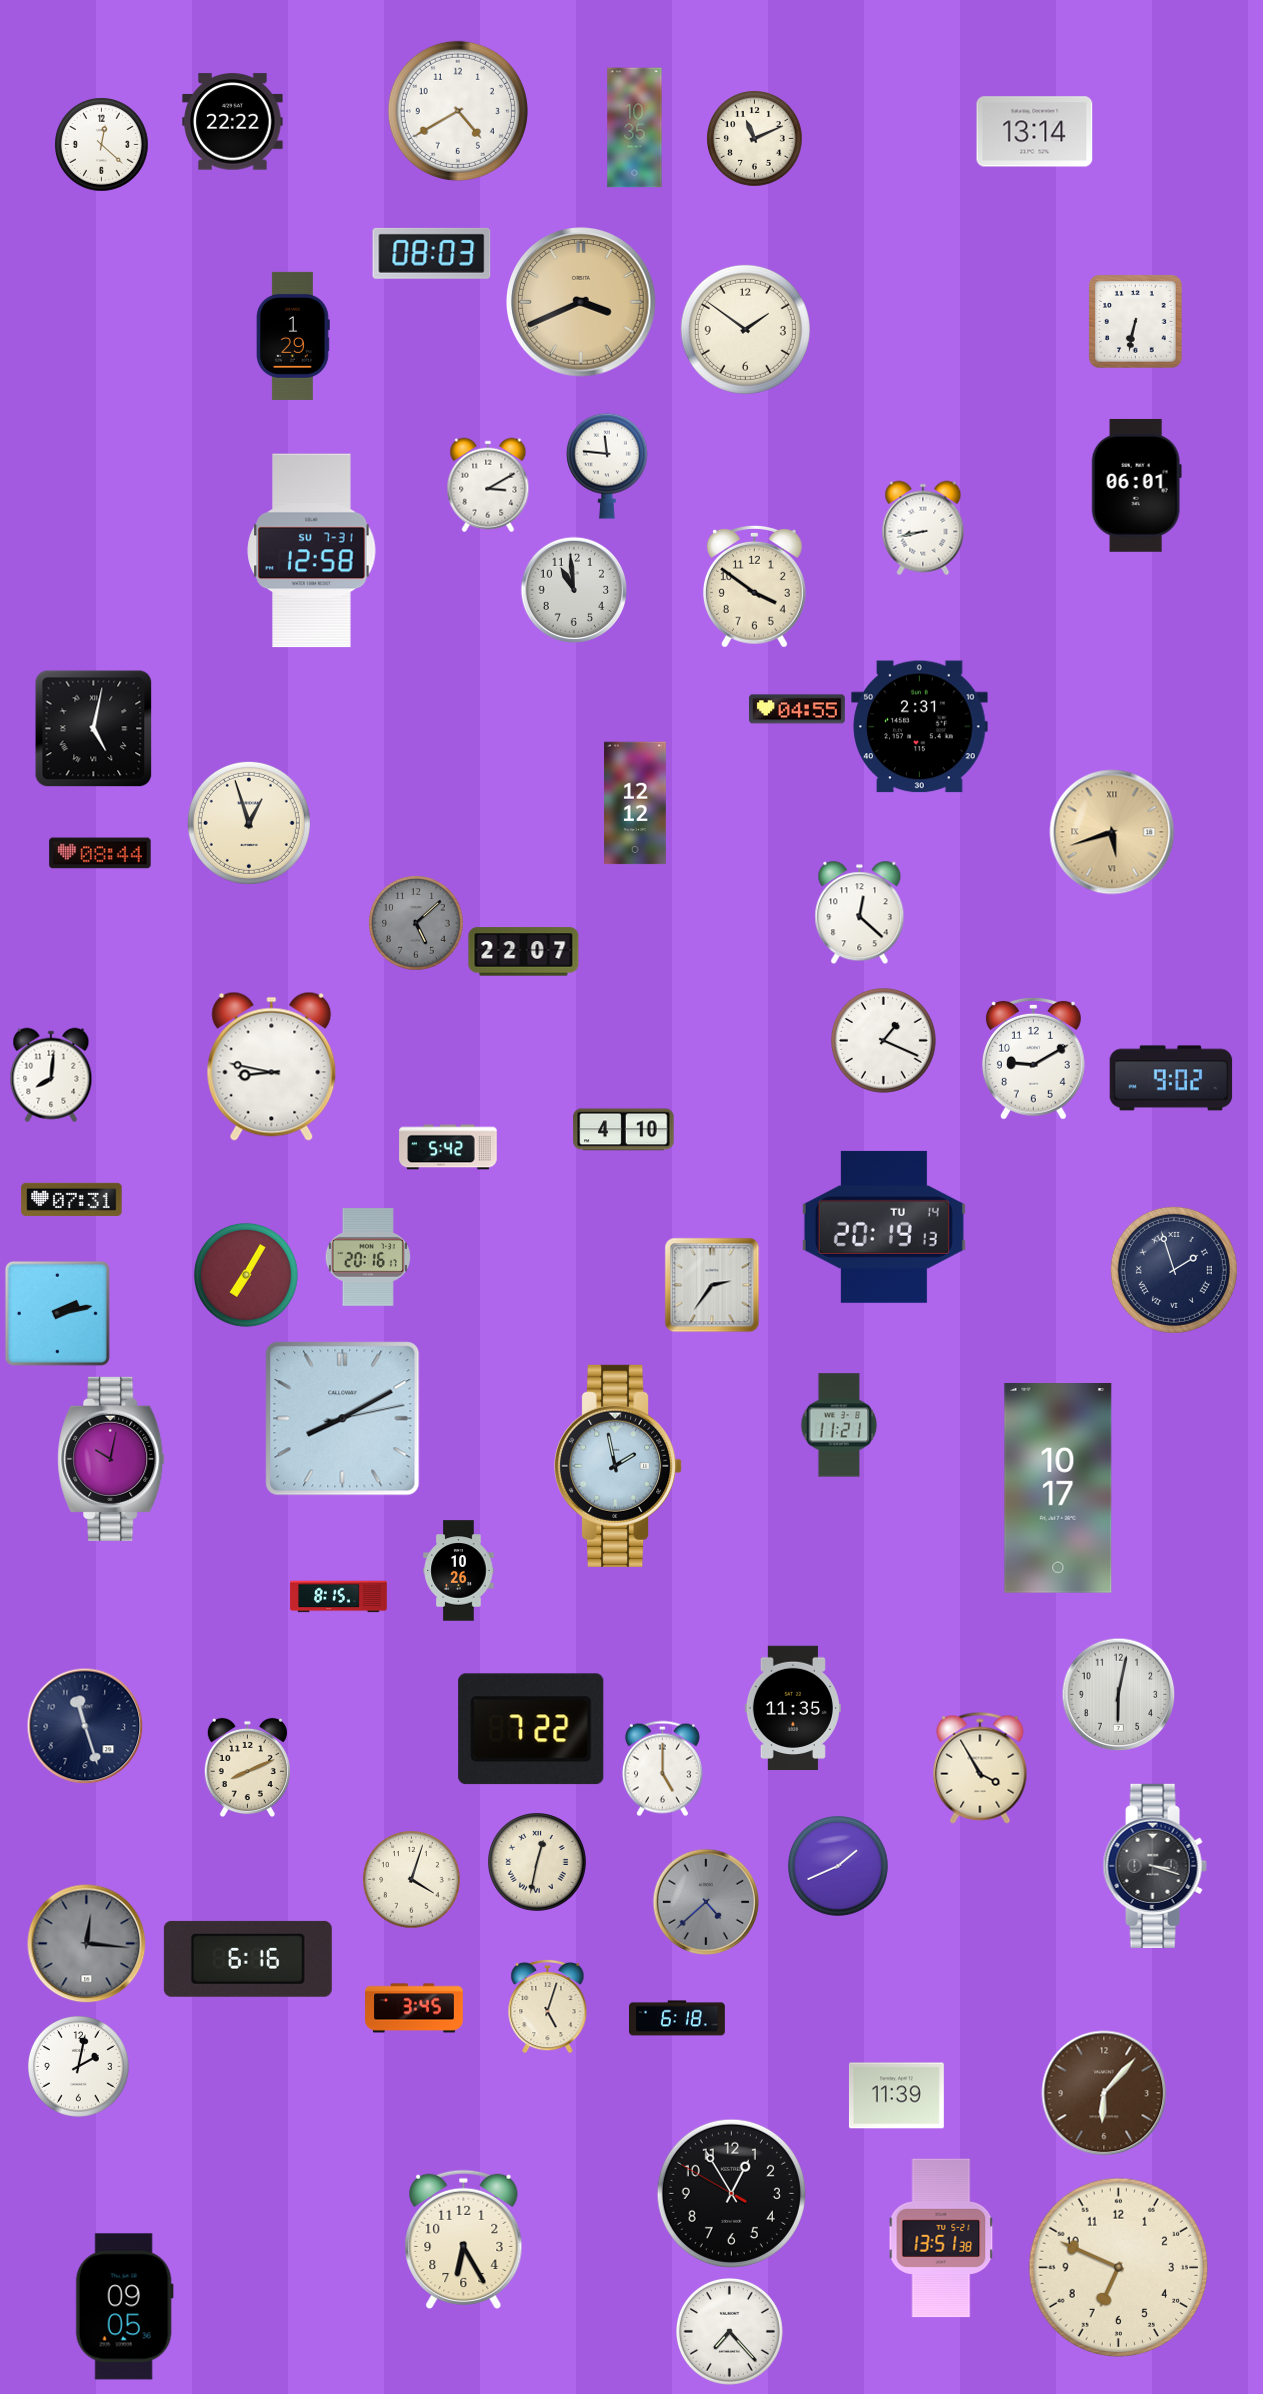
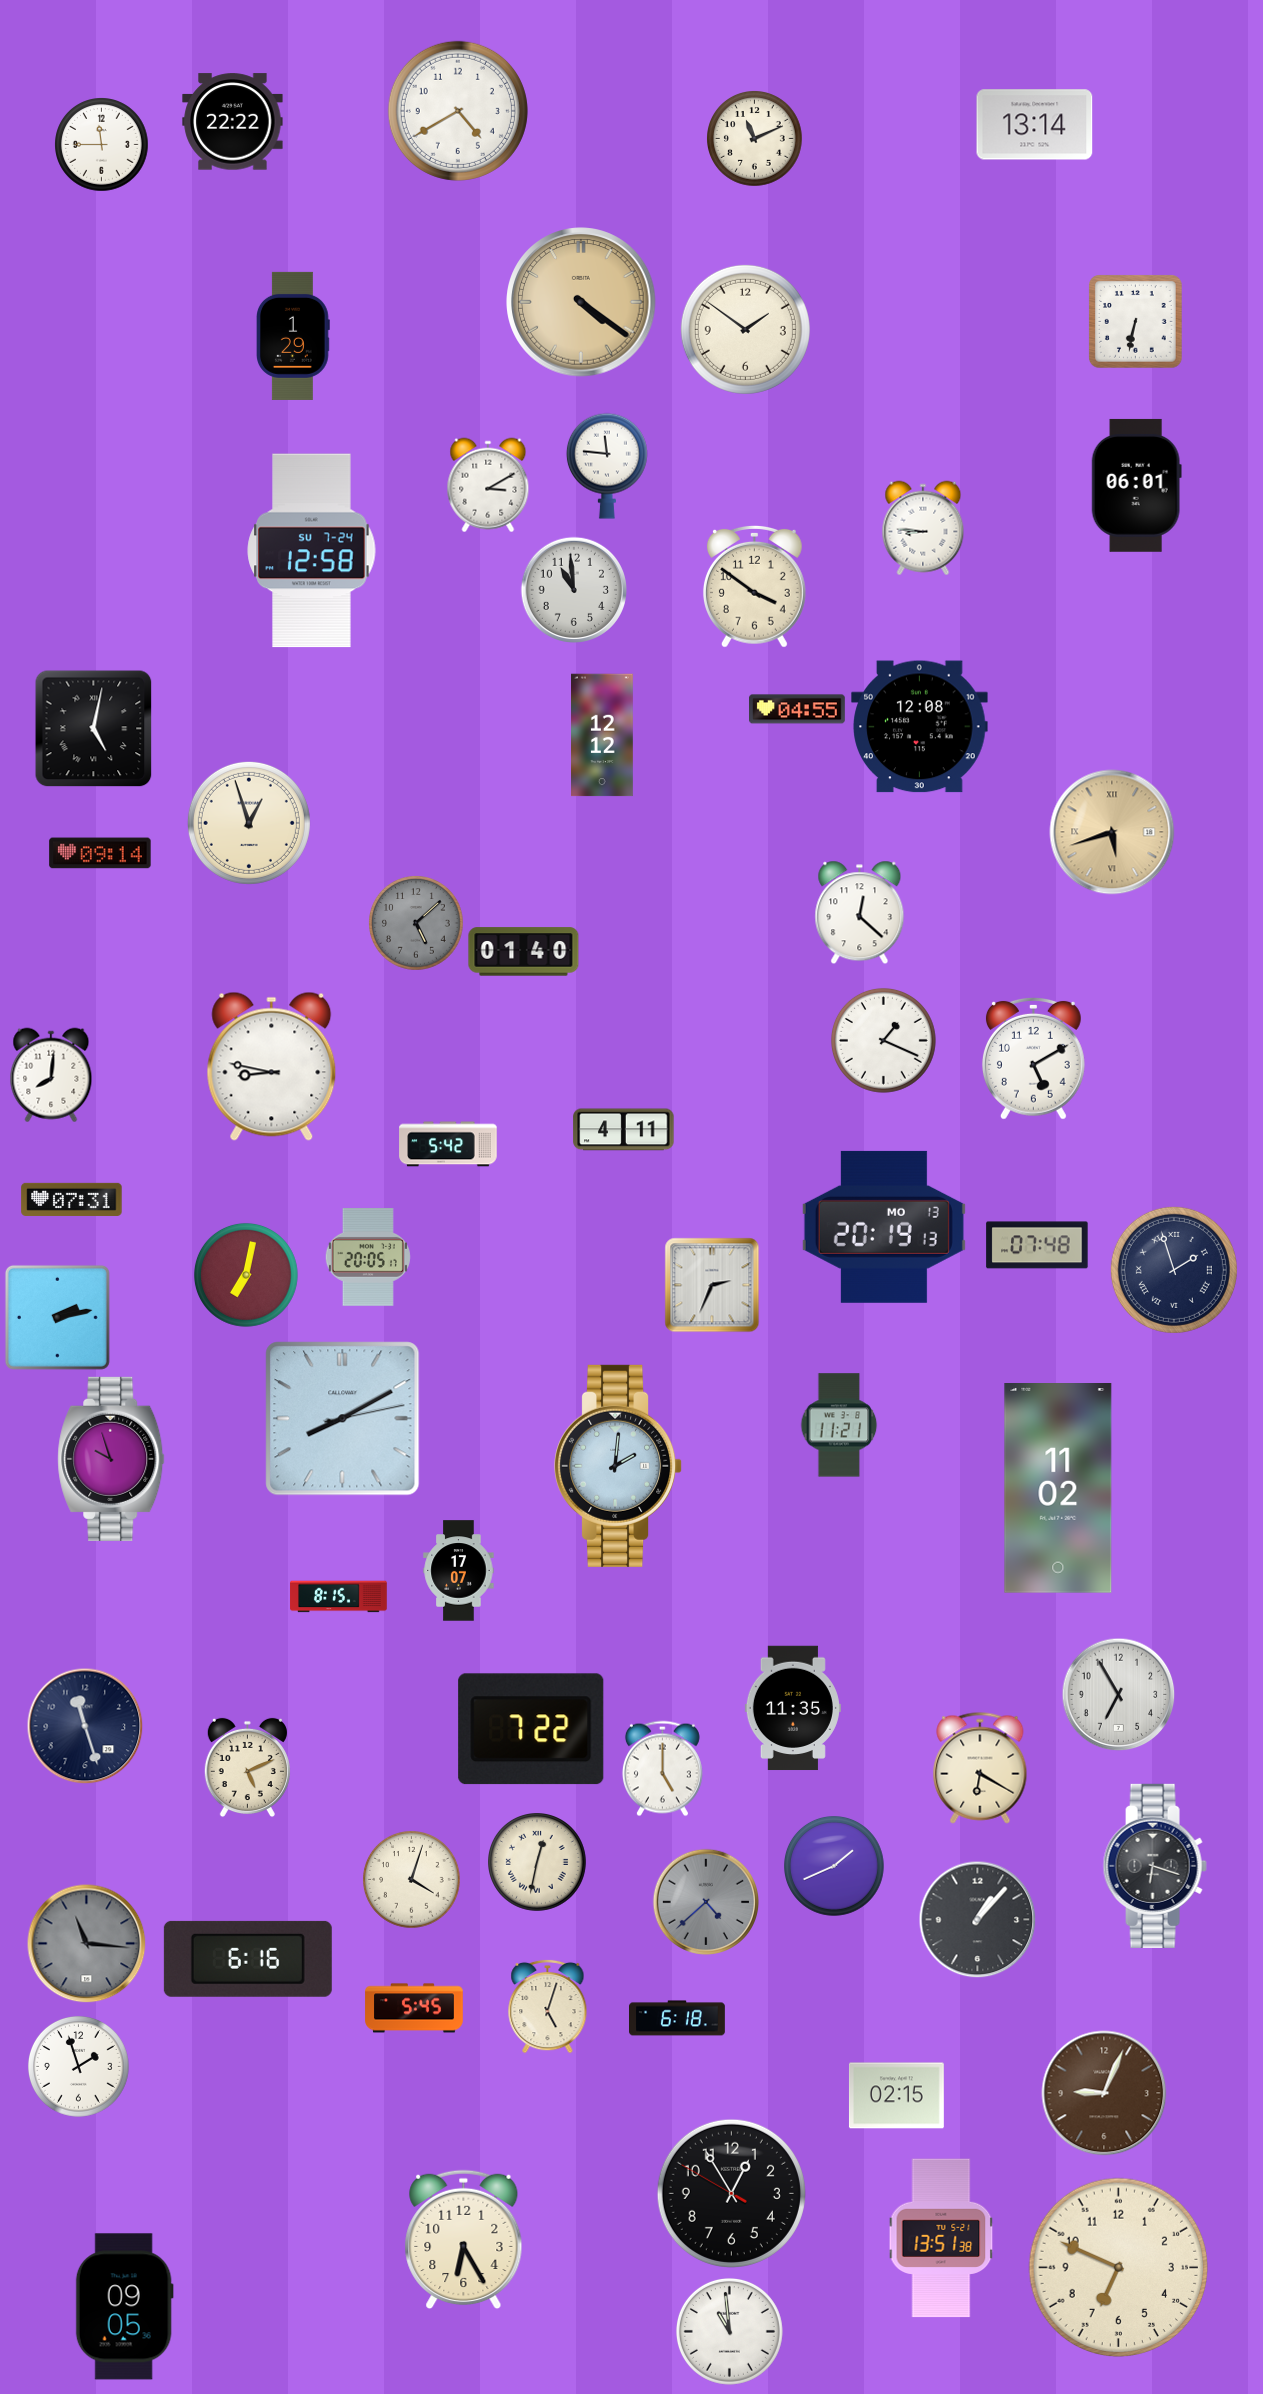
clock at (635, 128): 10:35 -> none
clock at (1035, 132) position: (1035, 132) -> (1035, 125)
clock at (102, 145): 12:22 -> 11:45
clock at (432, 253): 08:03 -> none
clock at (581, 302): 3:41 -> 4:21
clock at (923, 528): 8:43 -> 8:46
clock at (312, 551) date: SU 7-31 -> SU 7-24
clock at (920, 727): 2:31 -> 12:08
clock at (636, 803) position: (636, 803) -> (603, 735)
clock at (100, 853): 08:44 -> 09:14
clock at (524, 952): 22:07 -> 01:40
clock at (1033, 1058): 9:10 -> 5:10
clock at (1171, 1078): 9:02 -> none
clock at (624, 1130): 4:10 -> 4:11
clock at (448, 1147) position: (448, 1147) -> (448, 1144)
clock at (884, 1227) date: TU 14 -> MO 13
clock at (1037, 1245): none -> 07:48
clock at (368, 1257): 20:16 -> 20:05
clock at (246, 1275): 7:05 -> 7:02
clock at (712, 1285): 2:36 -> 2:34
clock at (57, 1313) position: (57, 1313) -> (57, 1317)
clock at (111, 1459): 10:02 -> 9:57
clock at (619, 1466): 1:58 -> 2:01
clock at (1058, 1489): 10:17 -> 11:02
clock at (459, 1571): 10:26 -> 17:07
clock at (1119, 1695): 6:02 -> 6:55
clock at (247, 1768): 8:11 -> 5:11
clock at (980, 1768): 3:55 -> 6:20
clock at (1155, 1866): 3:18 -> 6:18
clock at (839, 1867) position: (839, 1867) -> (835, 1867)
clock at (978, 1920): none -> 1:07
clock at (87, 1944): 12:16 -> 11:16
clock at (414, 2008): 3:45 -> 5:45
clock at (79, 2067): 2:02 -> 1:57
clock at (1104, 2093): 6:07 -> 9:04
clock at (896, 2096): 11:39 -> 02:15
clock at (729, 2331): 7:23 -> 10:59
